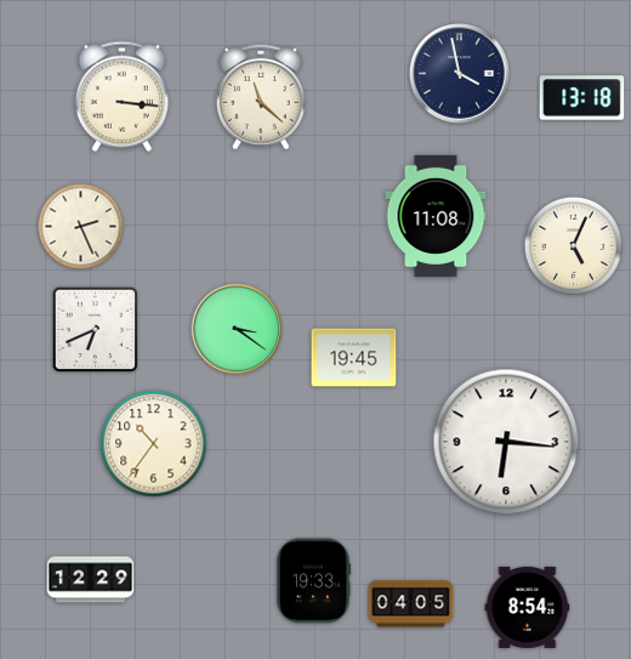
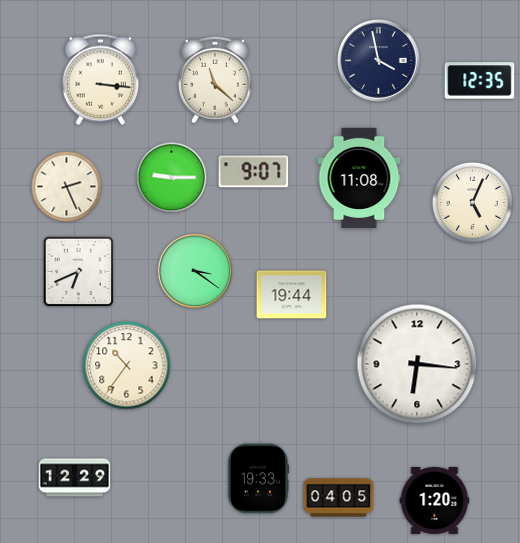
clock at (582, 98): 13:18 -> 12:35
clock at (254, 172): none -> 9:07
clock at (172, 178): none -> 9:15
clock at (354, 358): 19:45 -> 19:44
clock at (528, 607): 8:54 -> 1:20
